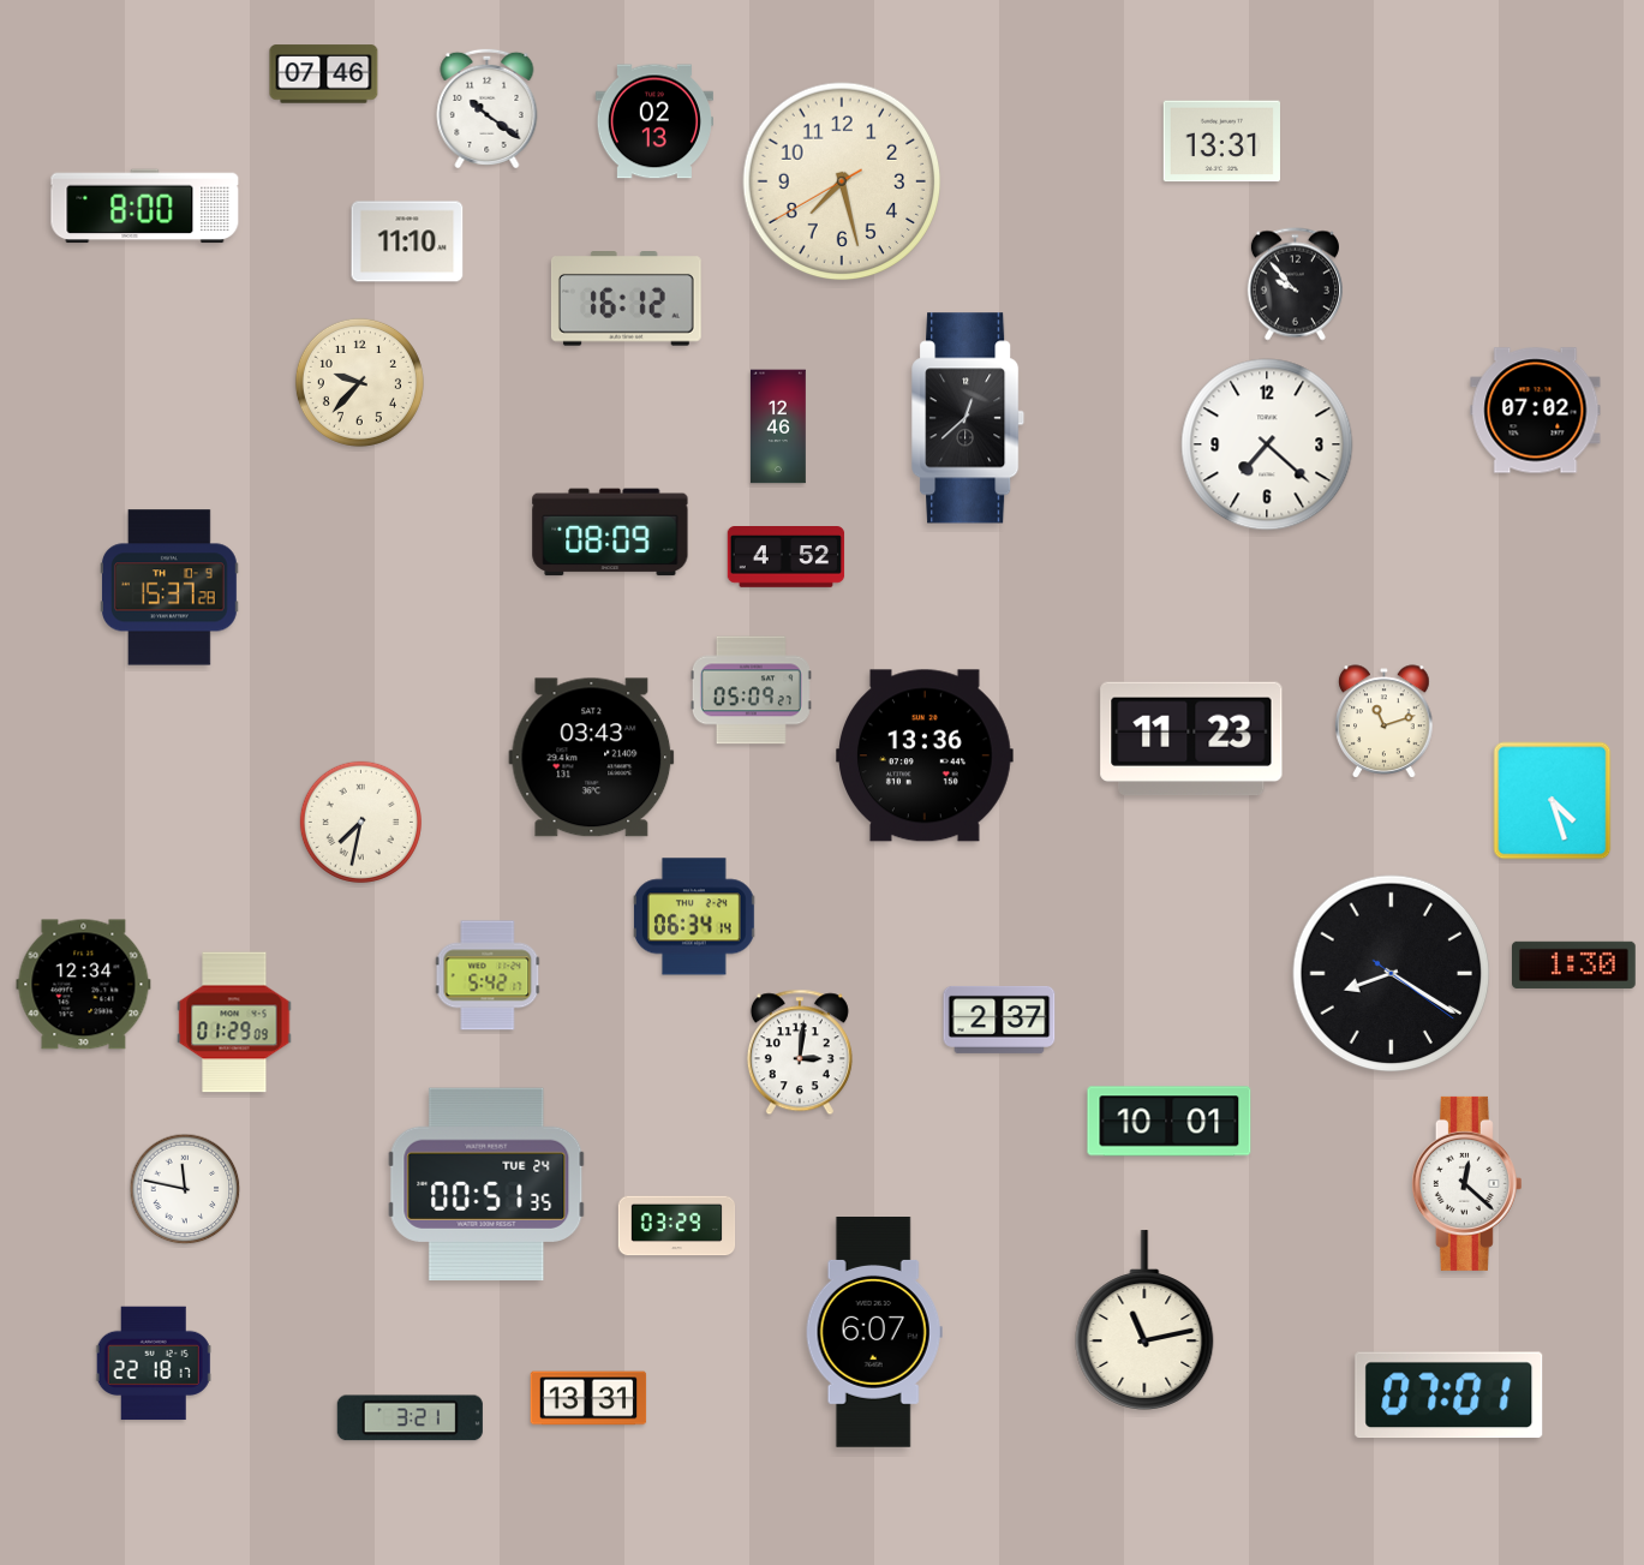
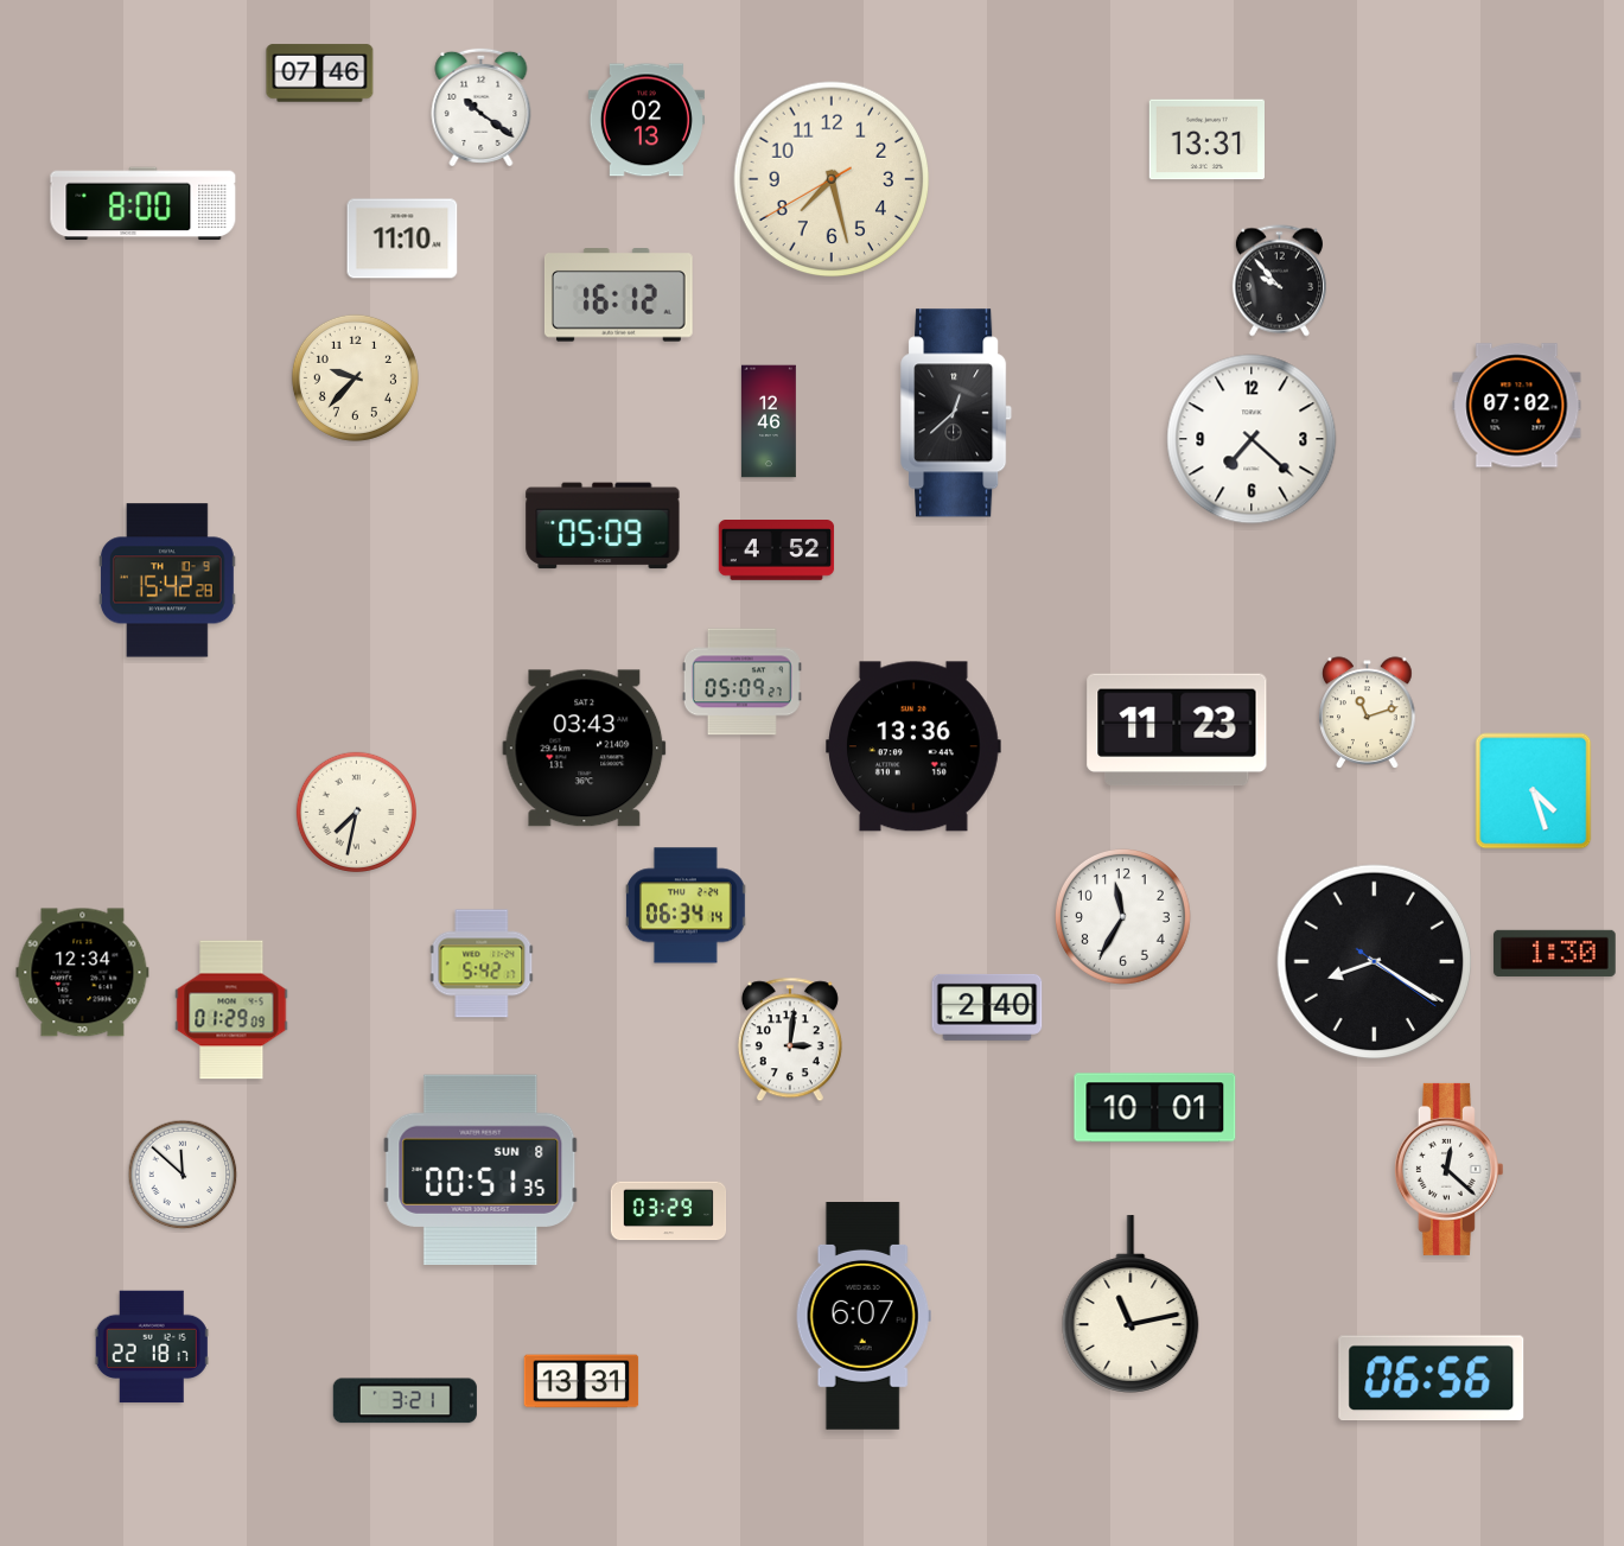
clock at (610, 532): 08:09 -> 05:09
clock at (171, 587): 15:37 -> 15:42
clock at (1122, 916): none -> 11:35
clock at (999, 1020): 2:37 -> 2:40
clock at (486, 1183) date: TUE 24 -> SUN 8
clock at (185, 1189): 11:47 -> 11:52
clock at (1449, 1394): 07:01 -> 06:56
